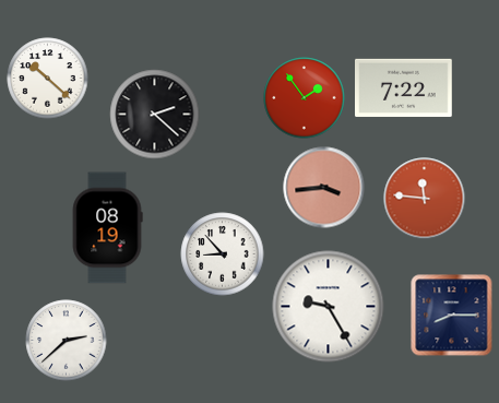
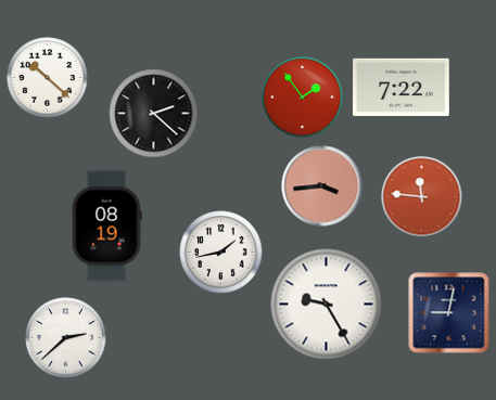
clock at (223, 254): 8:53 -> 1:43
clock at (452, 316): 8:15 -> 9:02
